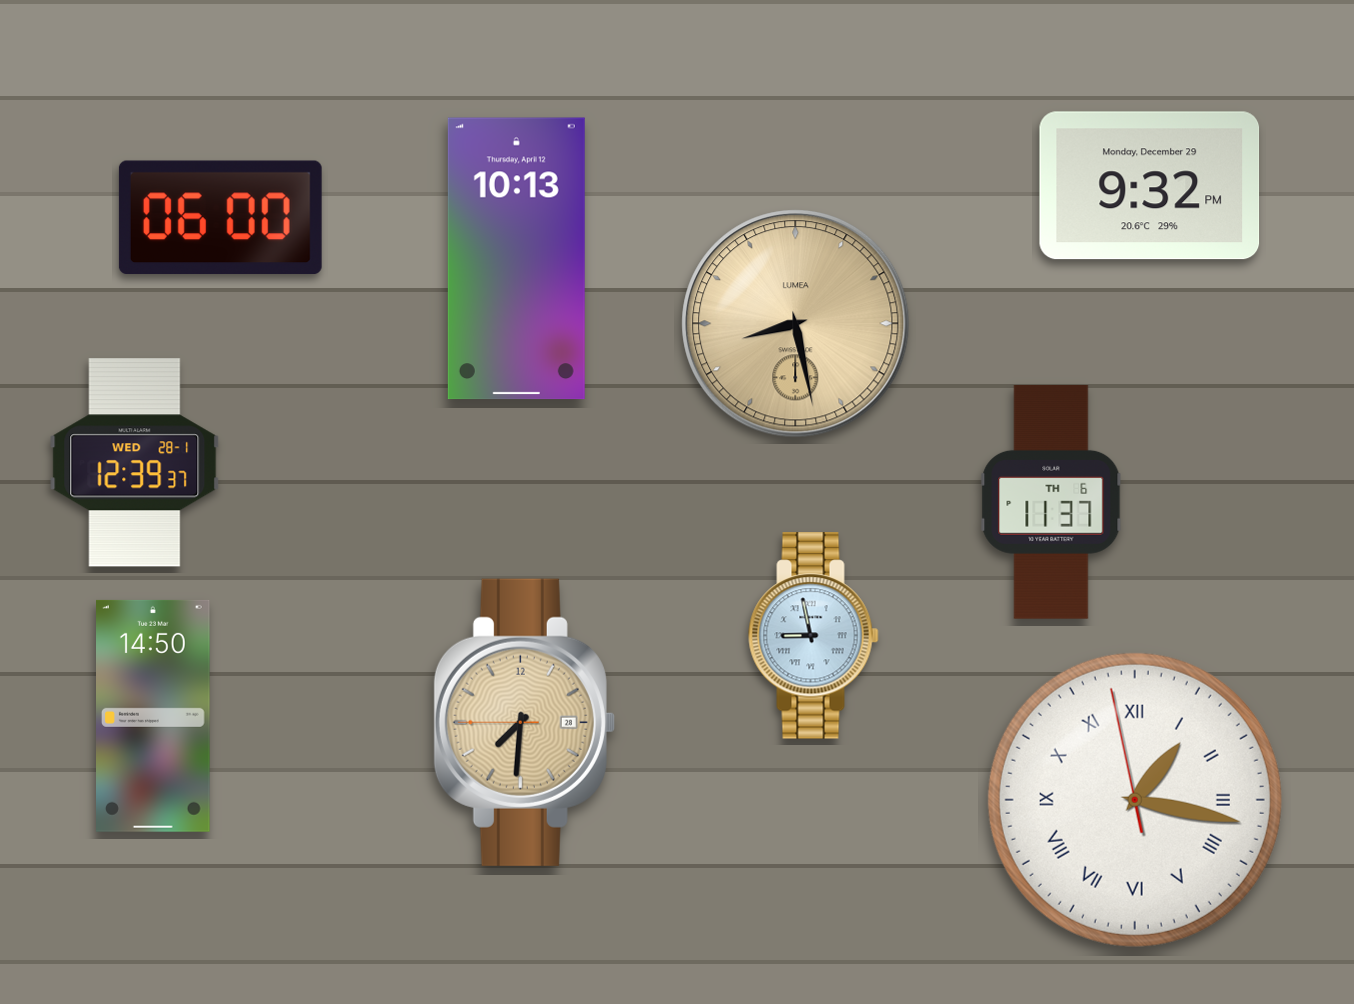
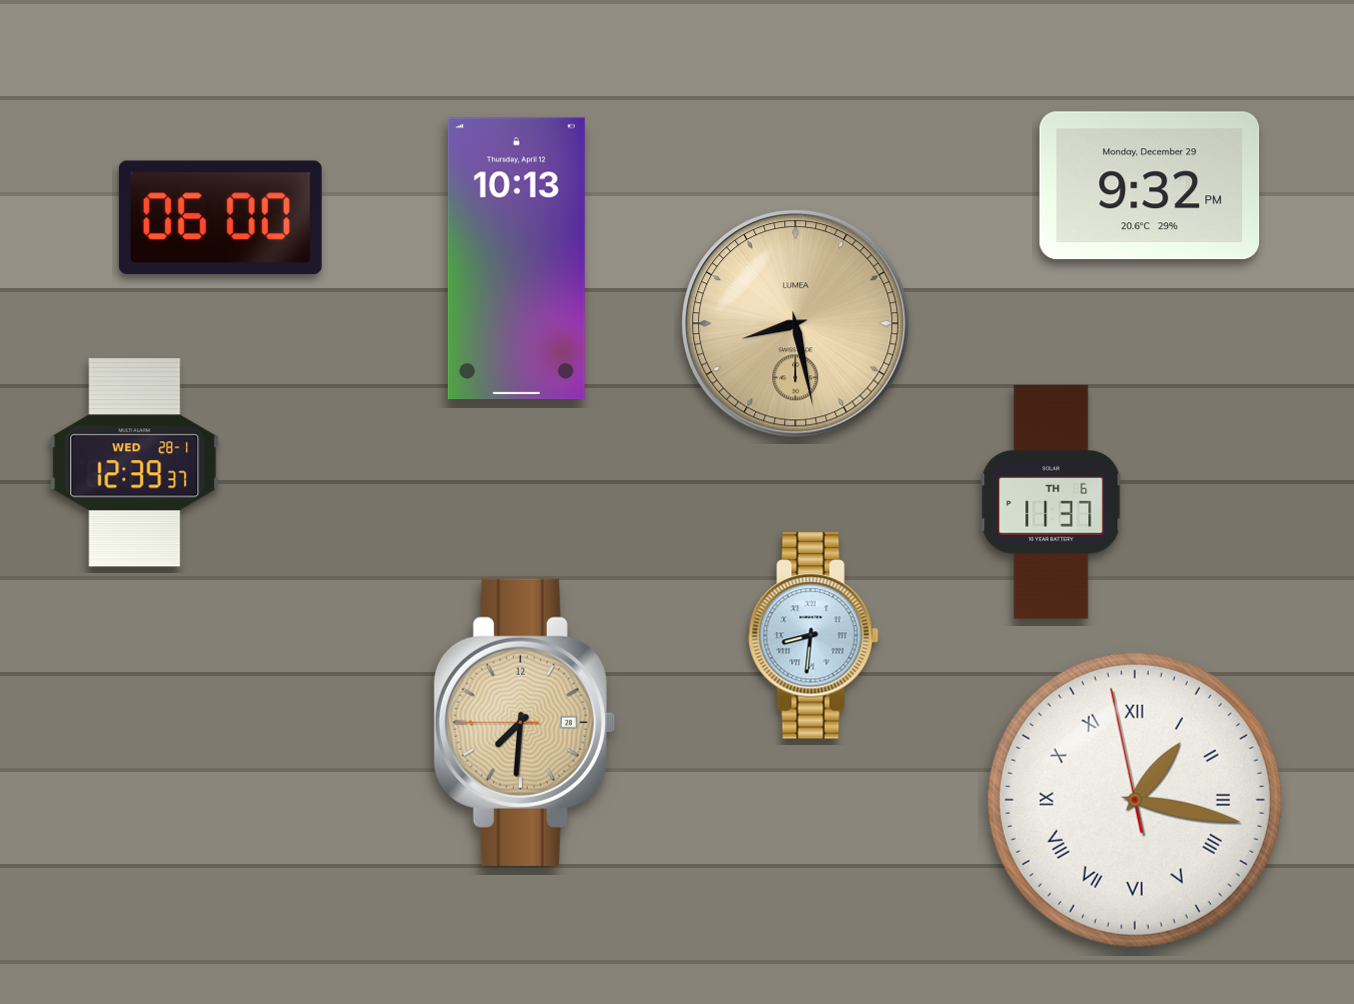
clock at (814, 636): 8:58 -> 8:31
clock at (154, 716): 14:50 -> none
